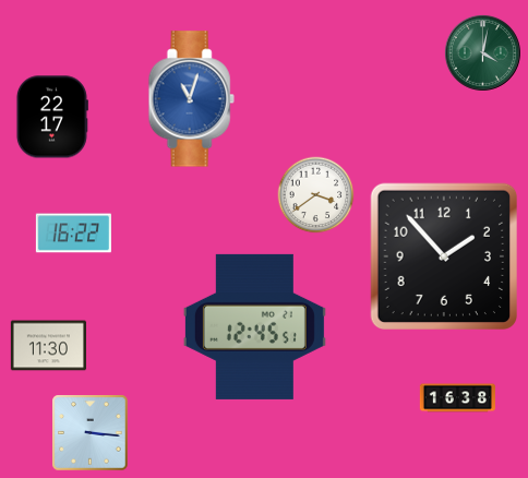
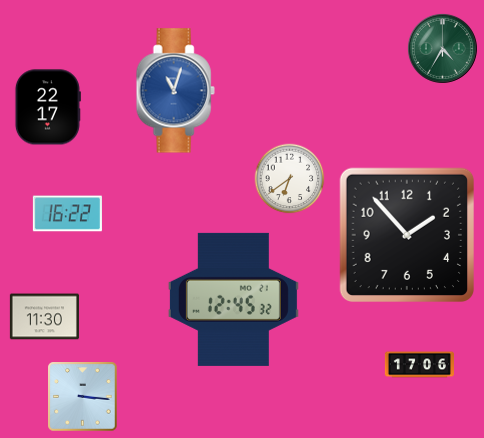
clock at (482, 52): 4:02 -> 4:35
clock at (316, 195): 3:39 -> 6:39
clock at (254, 326): 12:45:51 -> 12:45:32
clock at (457, 398): 16:38 -> 17:06
